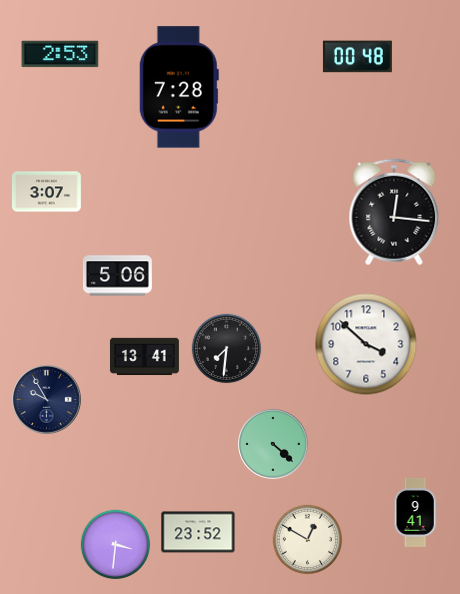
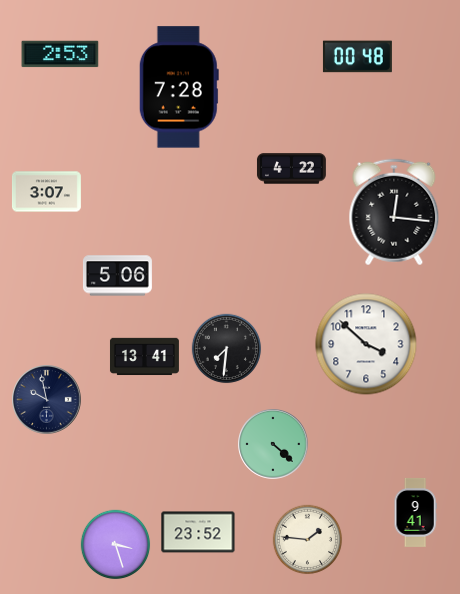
clock at (291, 169): none -> 4:22
clock at (47, 400): 9:55 -> 9:58
clock at (308, 540): 12:50 -> 1:46
clock at (116, 545): 3:31 -> 3:27
